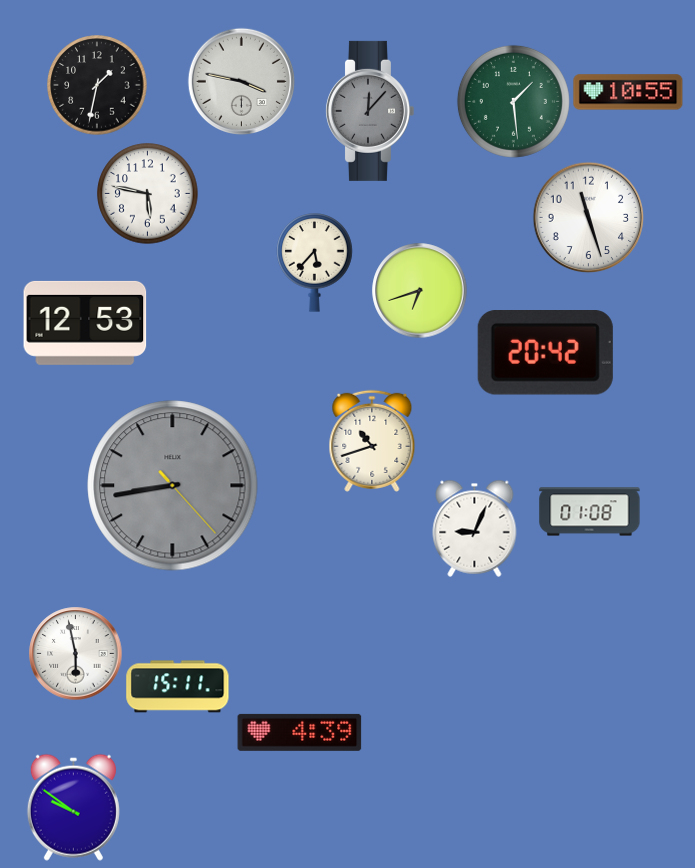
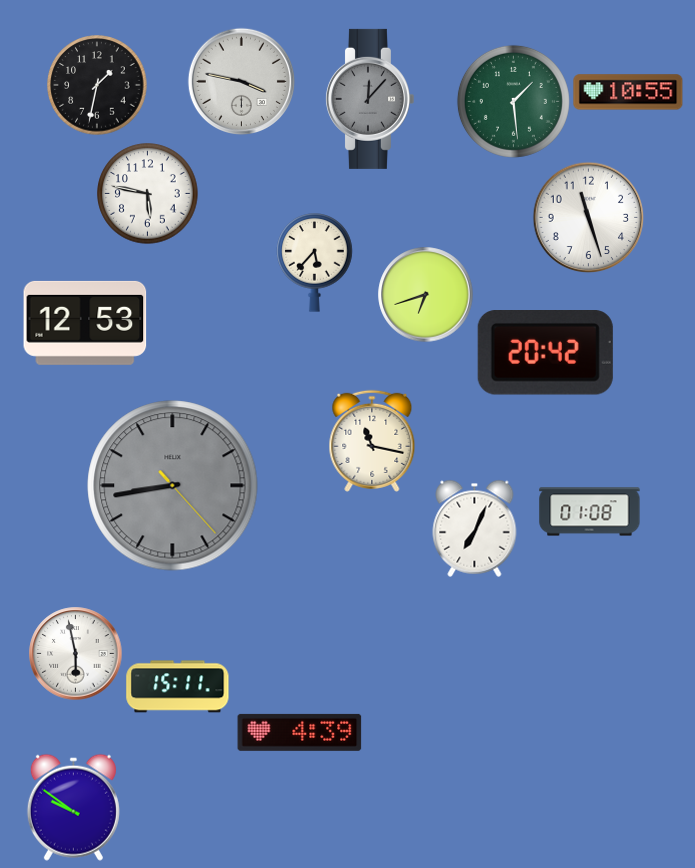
clock at (369, 111) position: (369, 111) -> (369, 99)
clock at (420, 291) position: (420, 291) -> (426, 295)
clock at (372, 441): 10:42 -> 11:17
clock at (475, 528): 9:04 -> 7:04
